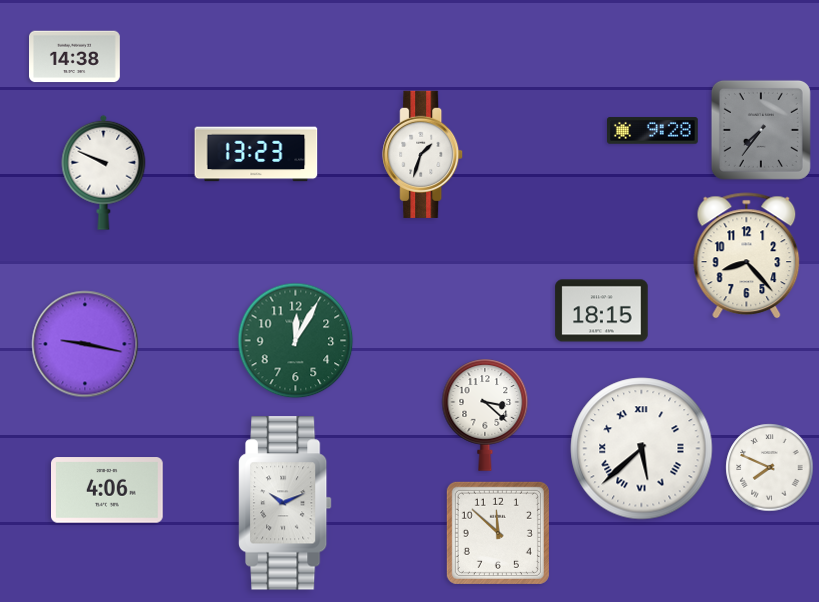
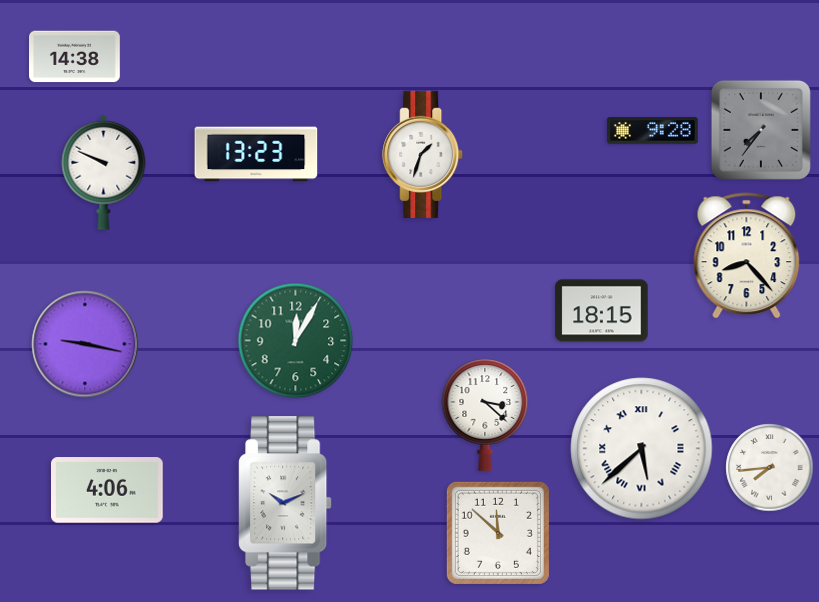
clock at (770, 468): 7:49 -> 7:44
